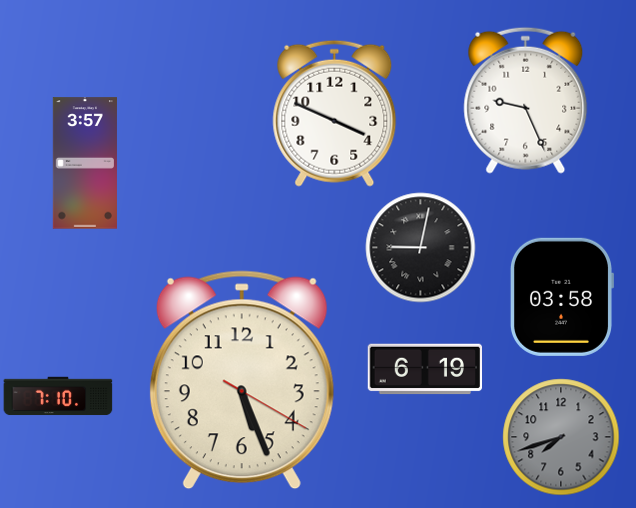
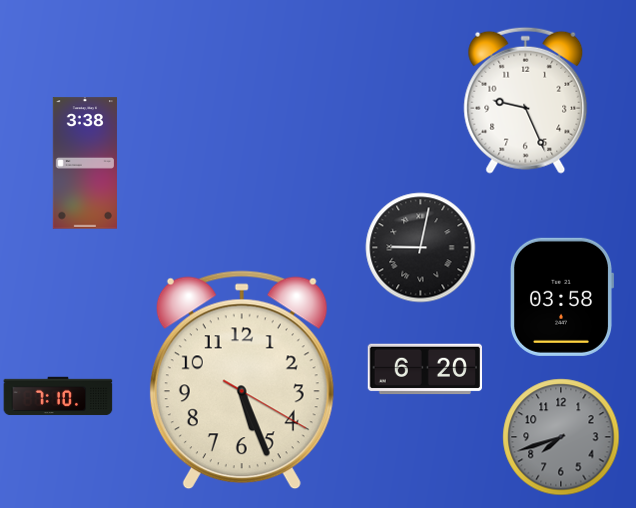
clock at (335, 113): 3:49 -> none
clock at (85, 163): 3:57 -> 3:38
clock at (425, 369): 6:19 -> 6:20
